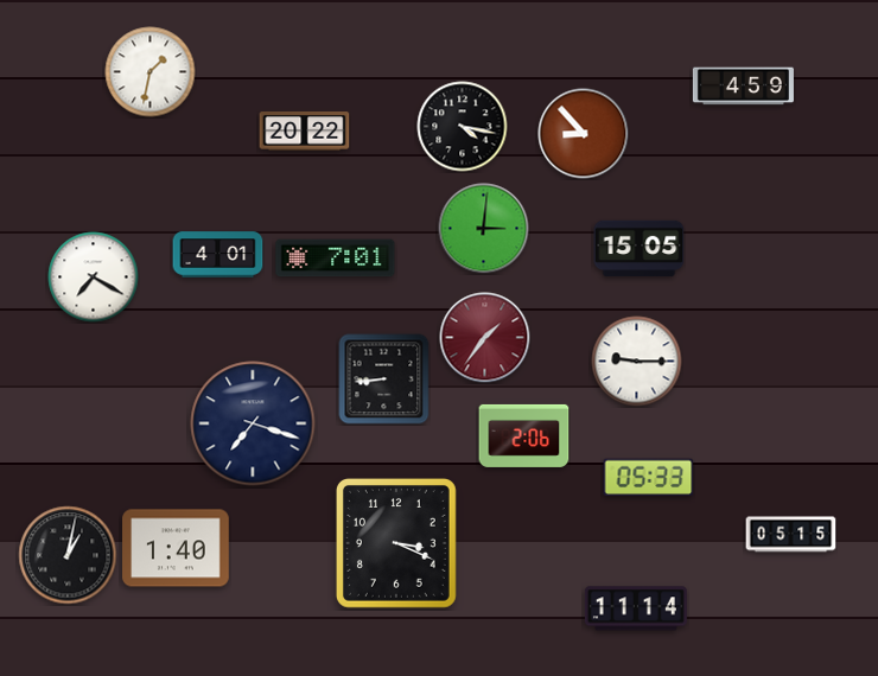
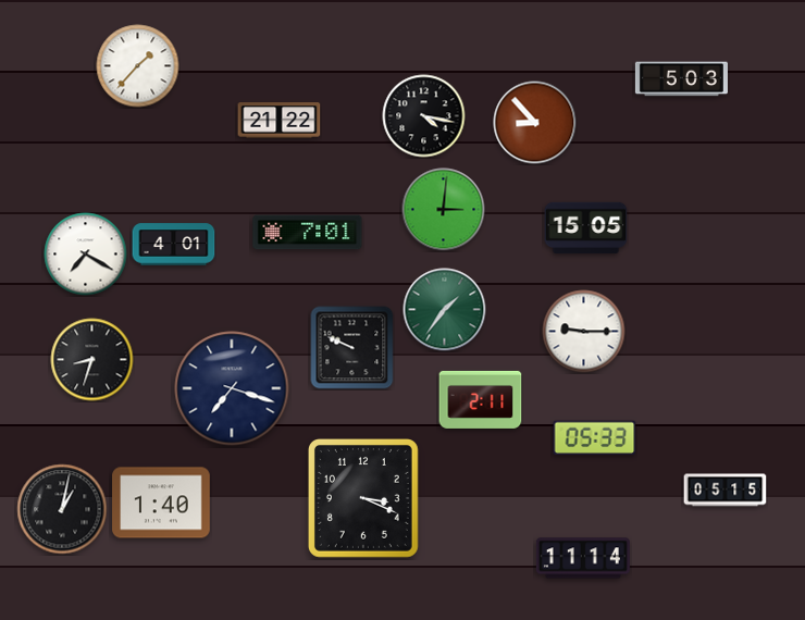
clock at (151, 72): 1:32 -> 1:37
clock at (743, 87): 4:59 -> 5:03
clock at (305, 132): 20:22 -> 21:22
clock at (218, 255) position: (218, 255) -> (174, 245)
clock at (336, 259) position: (336, 259) -> (308, 233)
clock at (485, 338) dial: burgundy -> green
clock at (384, 380): 8:44 -> 9:49
clock at (92, 360): none -> 8:33
clock at (524, 435): 2:06 -> 2:11
